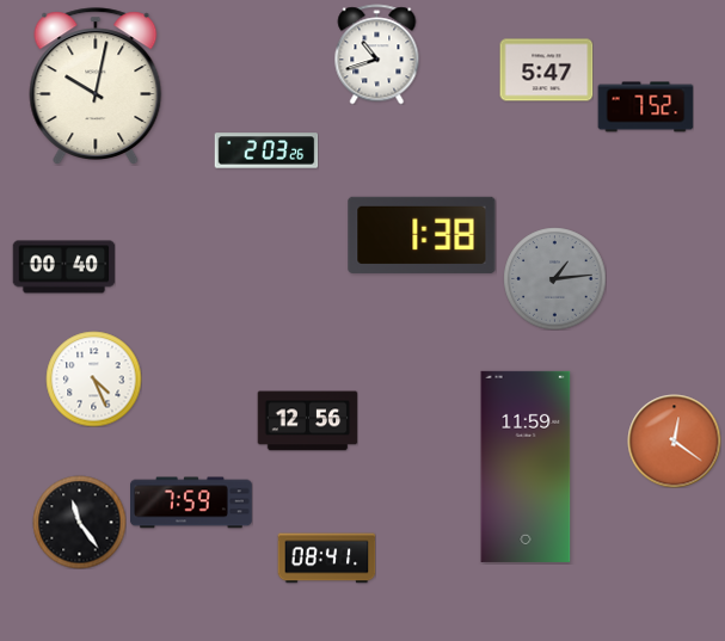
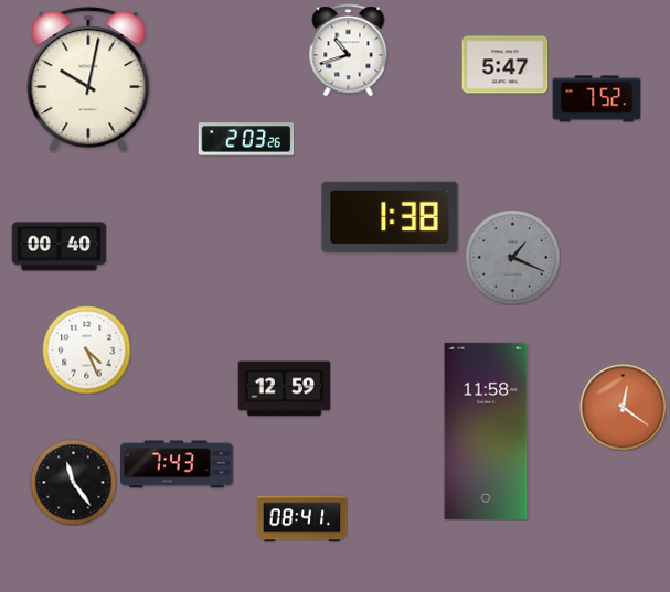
clock at (554, 278): 1:14 -> 1:19
clock at (307, 421): 12:56 -> 12:59
clock at (526, 467): 11:59 -> 11:58
clock at (192, 503): 7:59 -> 7:43
clock at (326, 559) position: (326, 559) -> (301, 519)
